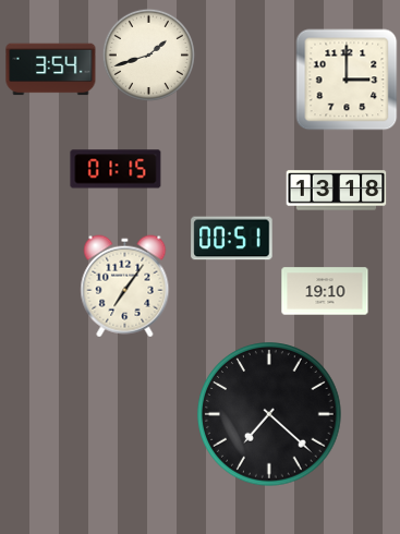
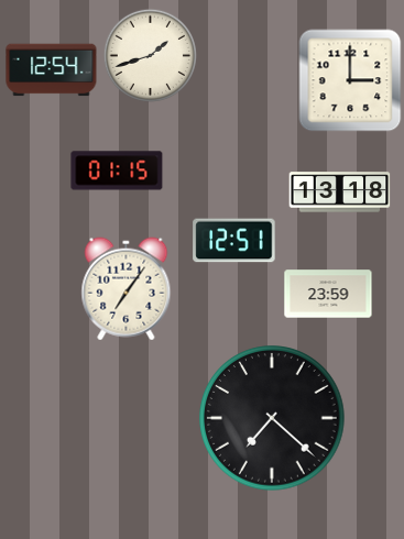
clock at (51, 70): 3:54 -> 12:54
clock at (232, 239): 00:51 -> 12:51
clock at (325, 291): 19:10 -> 23:59
